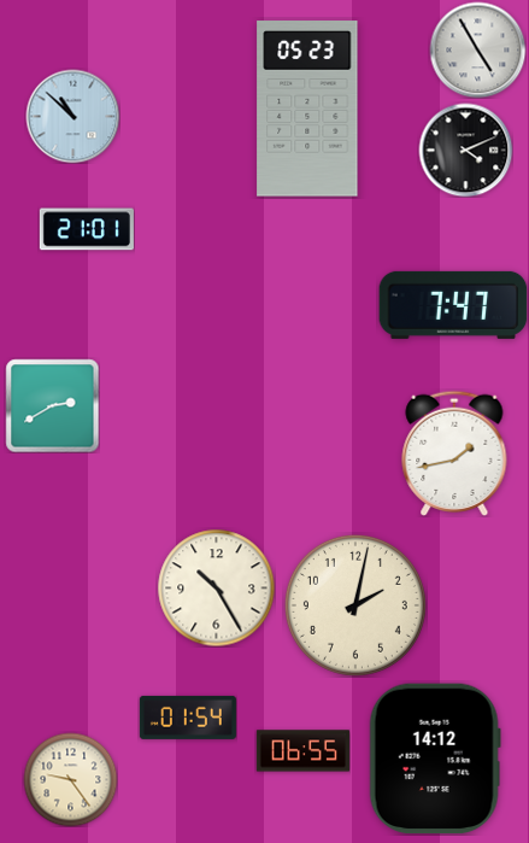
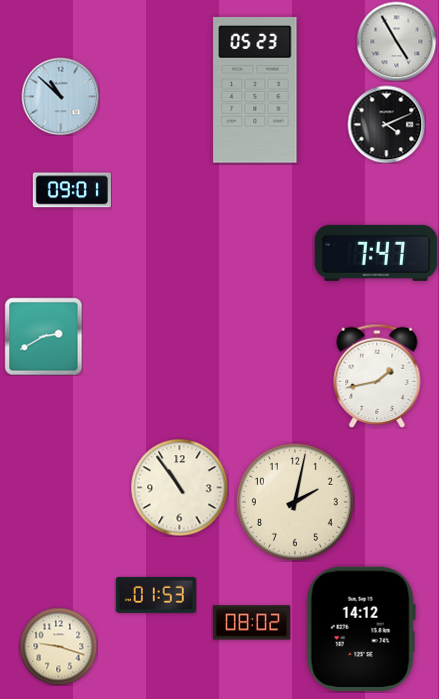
clock at (87, 229): 21:01 -> 09:01
clock at (216, 587): 10:25 -> 10:54
clock at (188, 718): 01:54 -> 01:53
clock at (302, 751): 06:55 -> 08:02
clock at (70, 779): 9:24 -> 9:18
